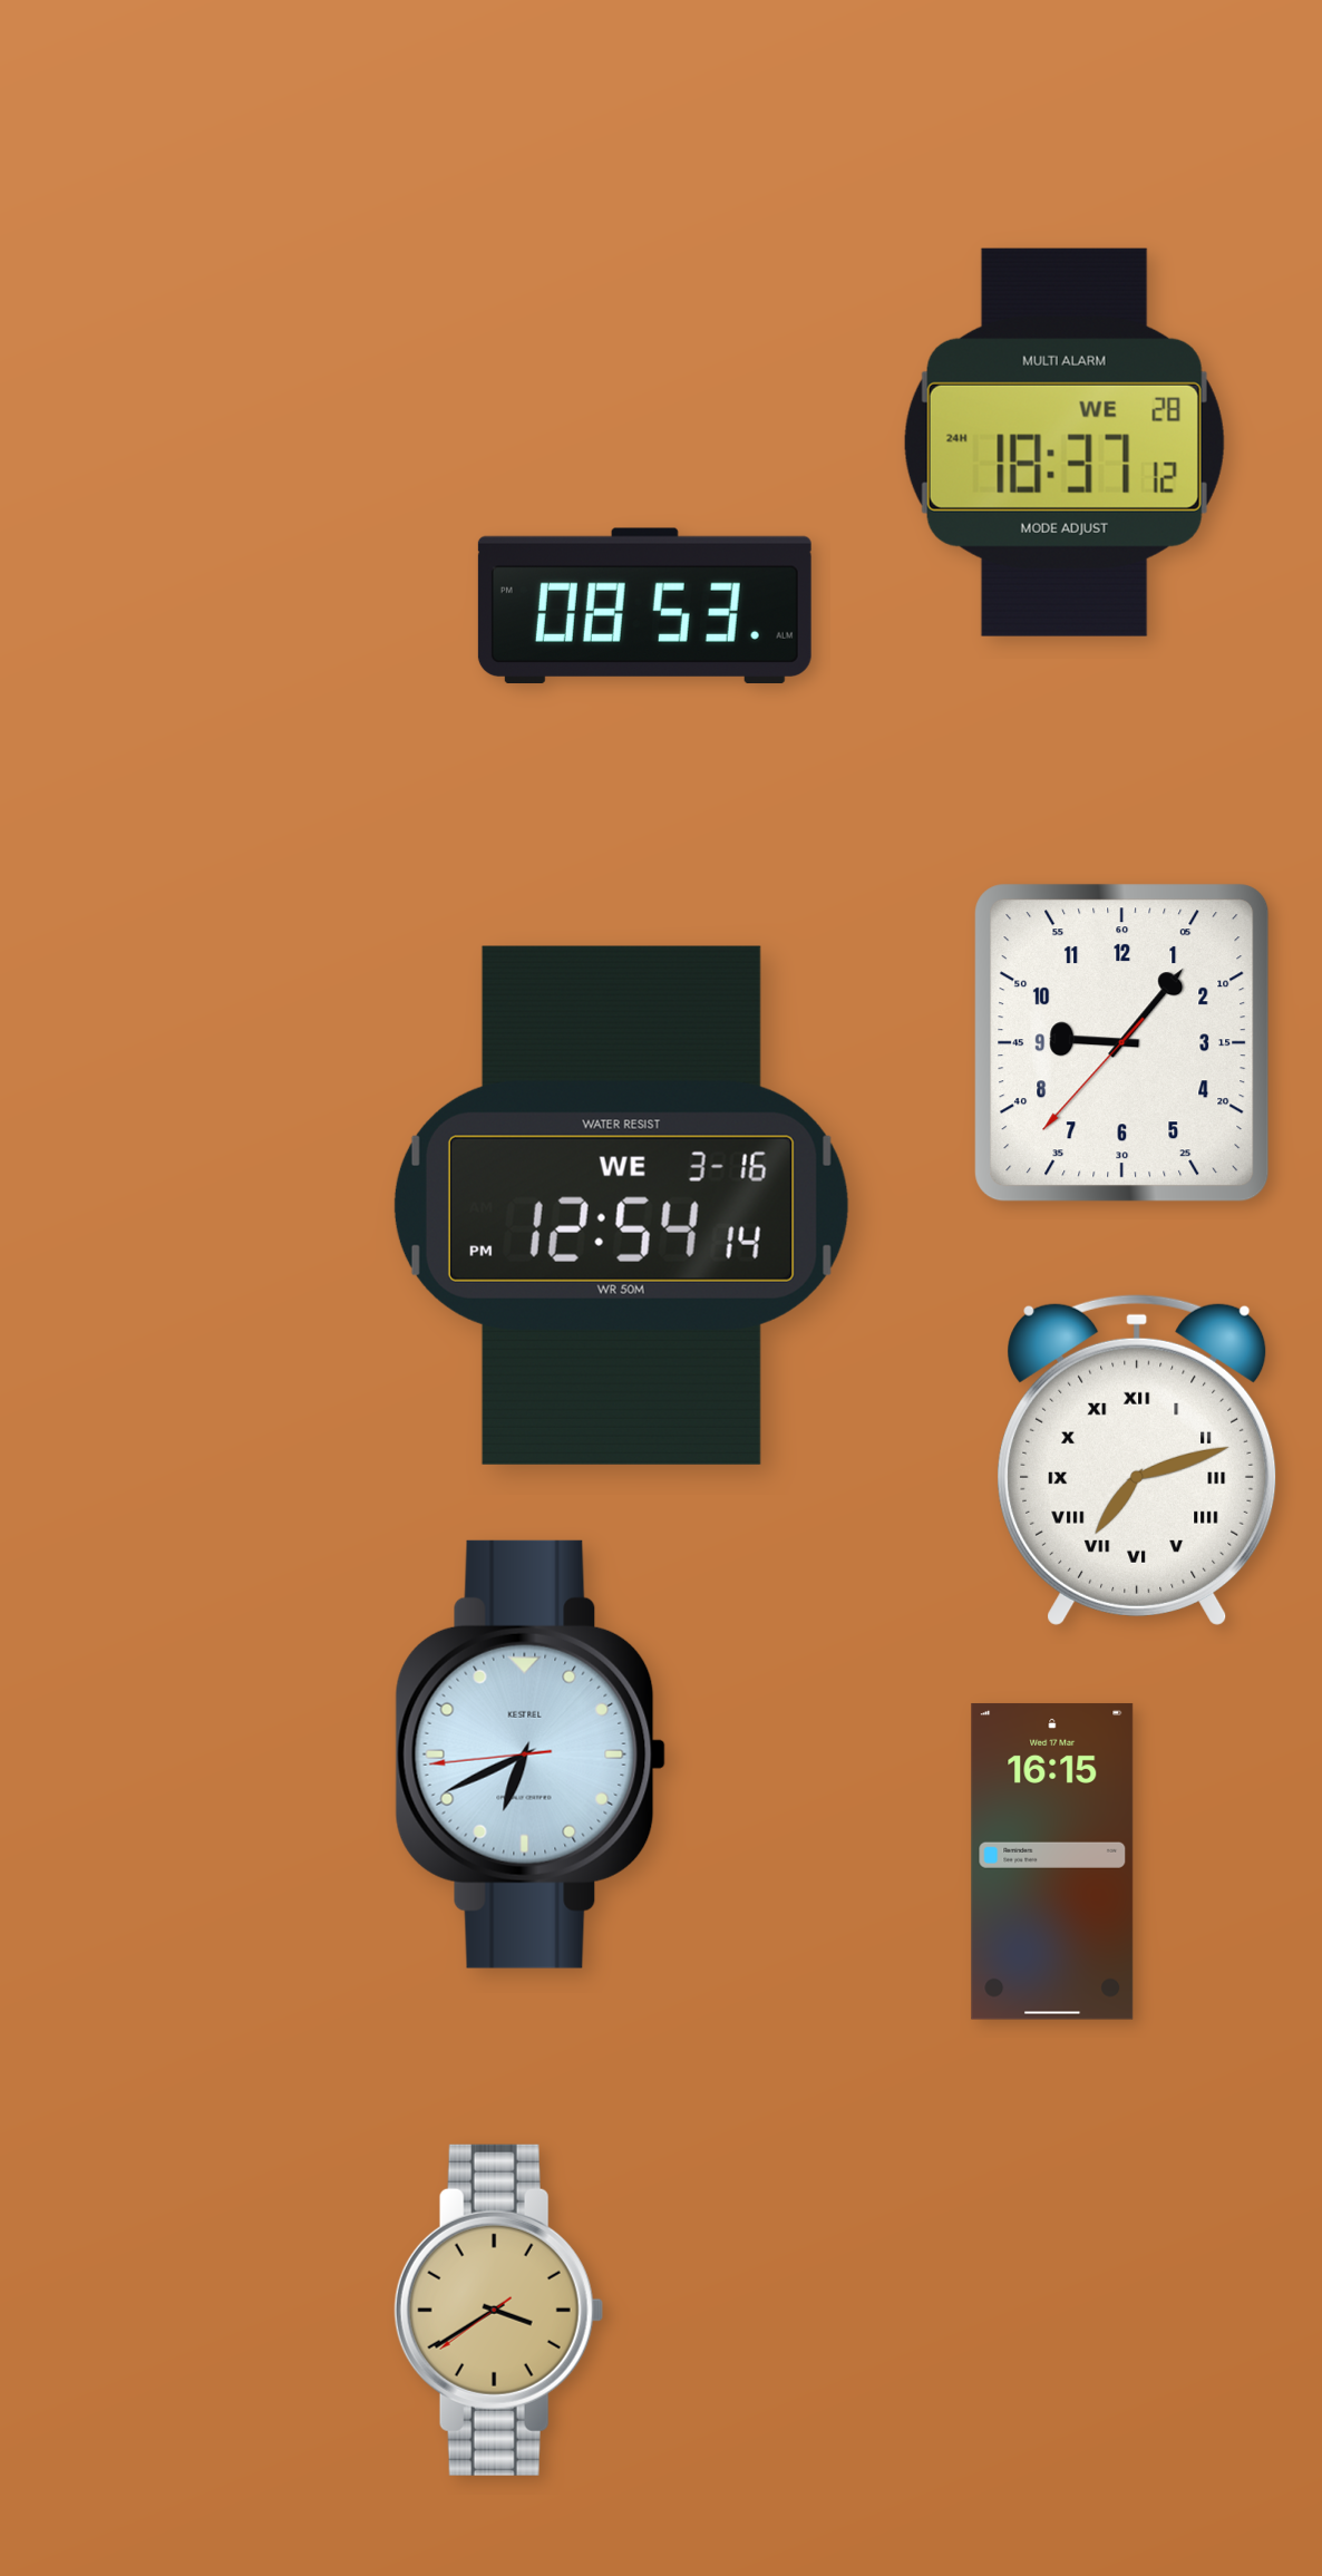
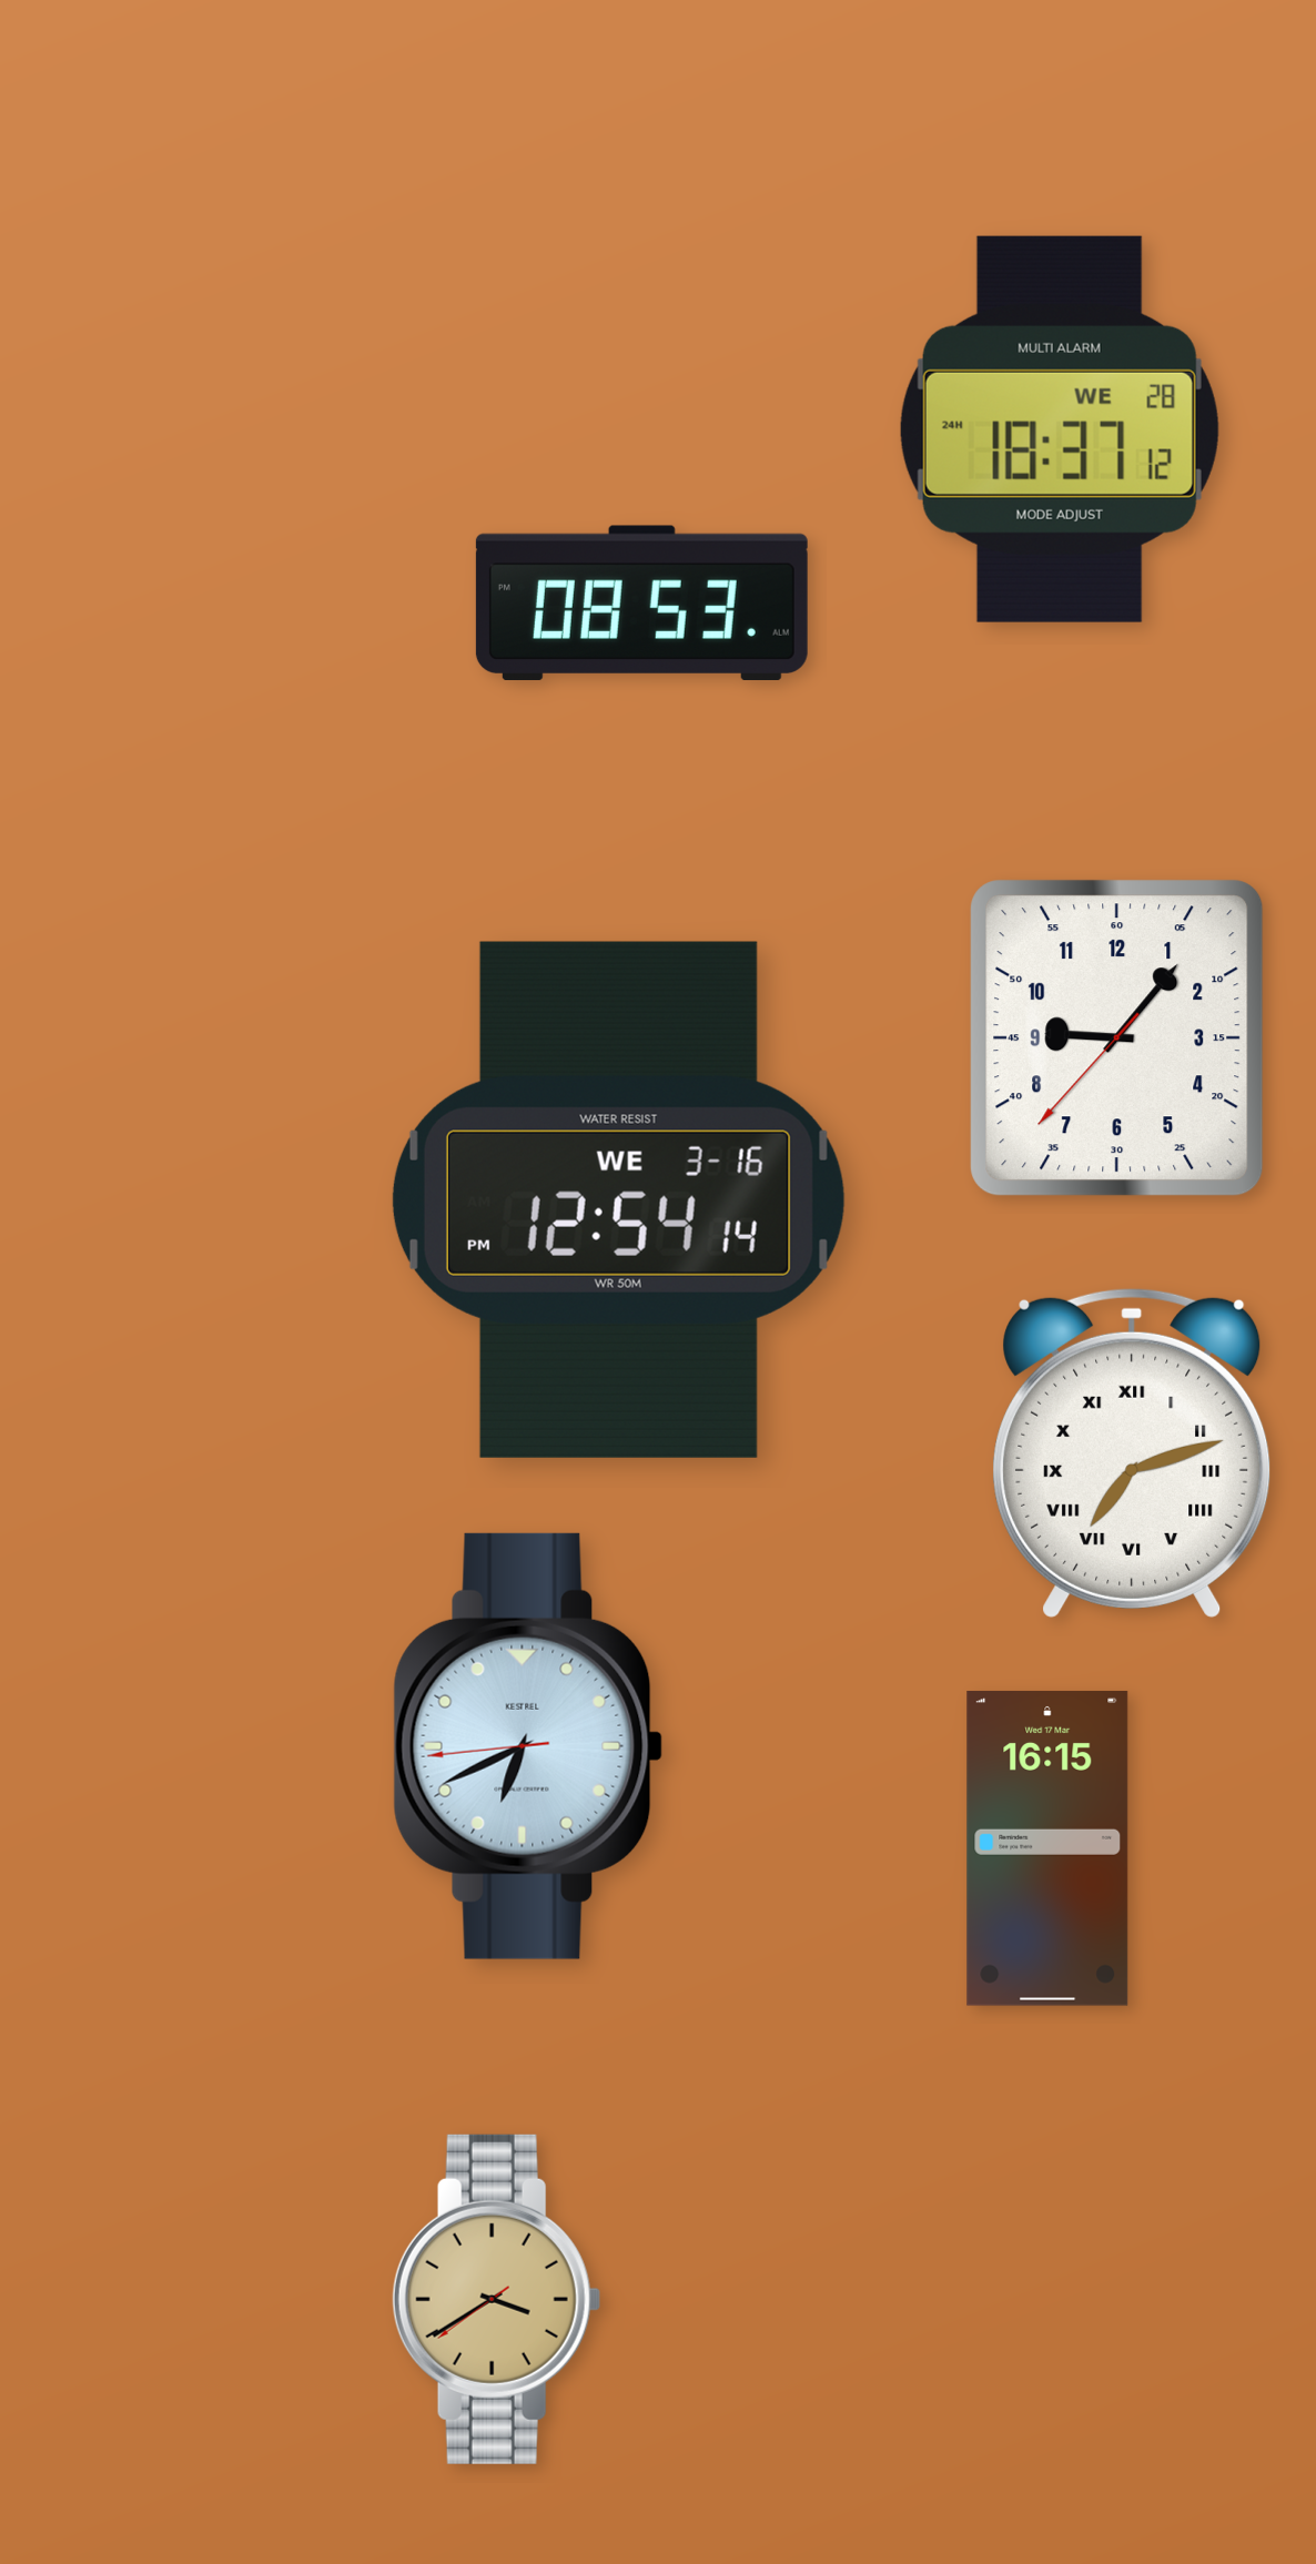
clock at (1065, 443) position: (1065, 443) -> (1060, 429)
clock at (1052, 1861) position: (1052, 1861) -> (1047, 1848)
